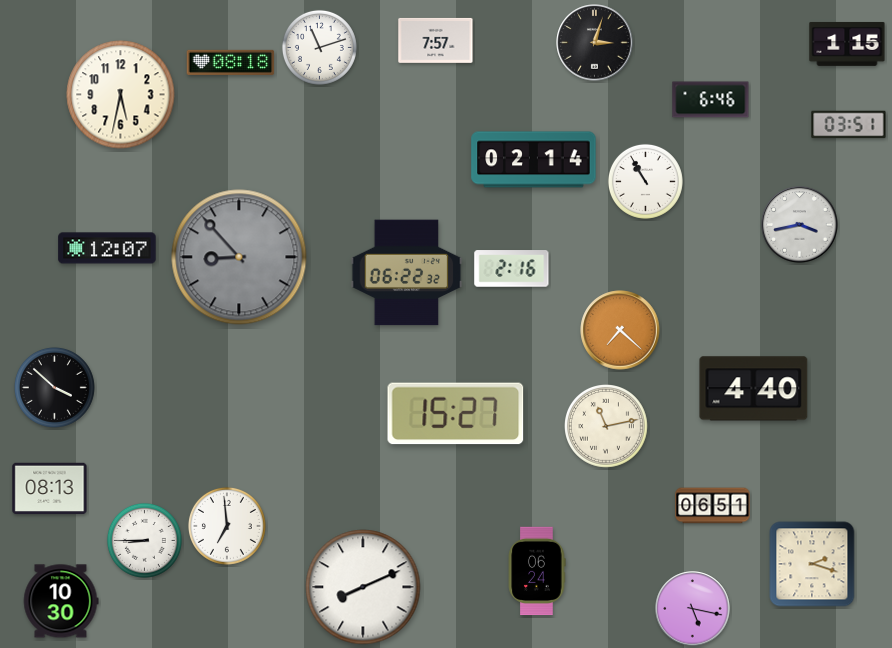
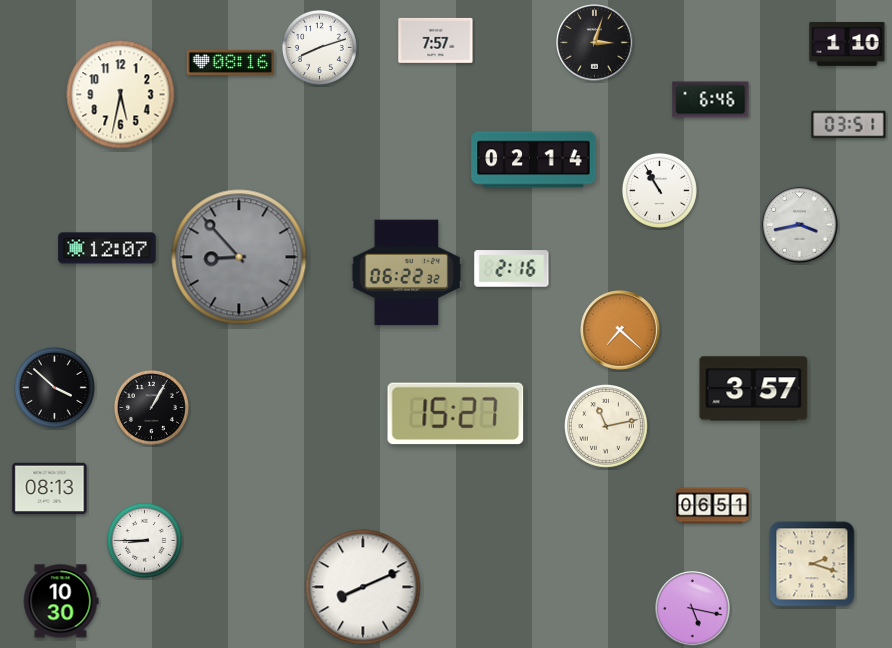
clock at (847, 44): 1:15 -> 1:10
clock at (319, 47): 11:12 -> 8:12
clock at (231, 62): 08:18 -> 08:16
clock at (645, 181) position: (645, 181) -> (659, 190)
clock at (754, 389): 4:40 -> 3:57
clock at (151, 407): none -> 1:05
clock at (227, 526): 6:59 -> none
clock at (537, 571): 06:24 -> none
